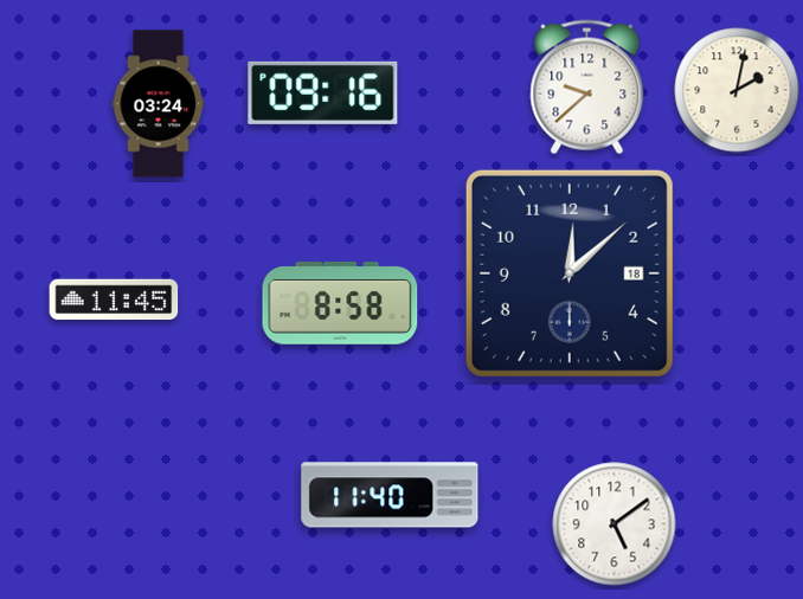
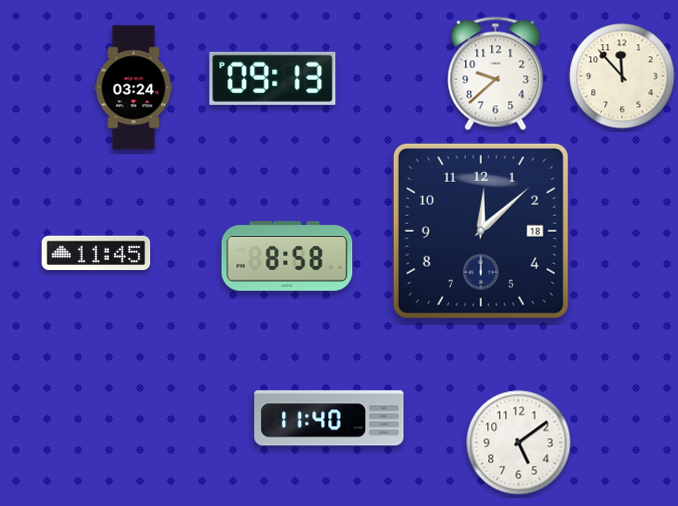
clock at (737, 90): 2:02 -> 11:53
clock at (323, 92): 09:16 -> 09:13
